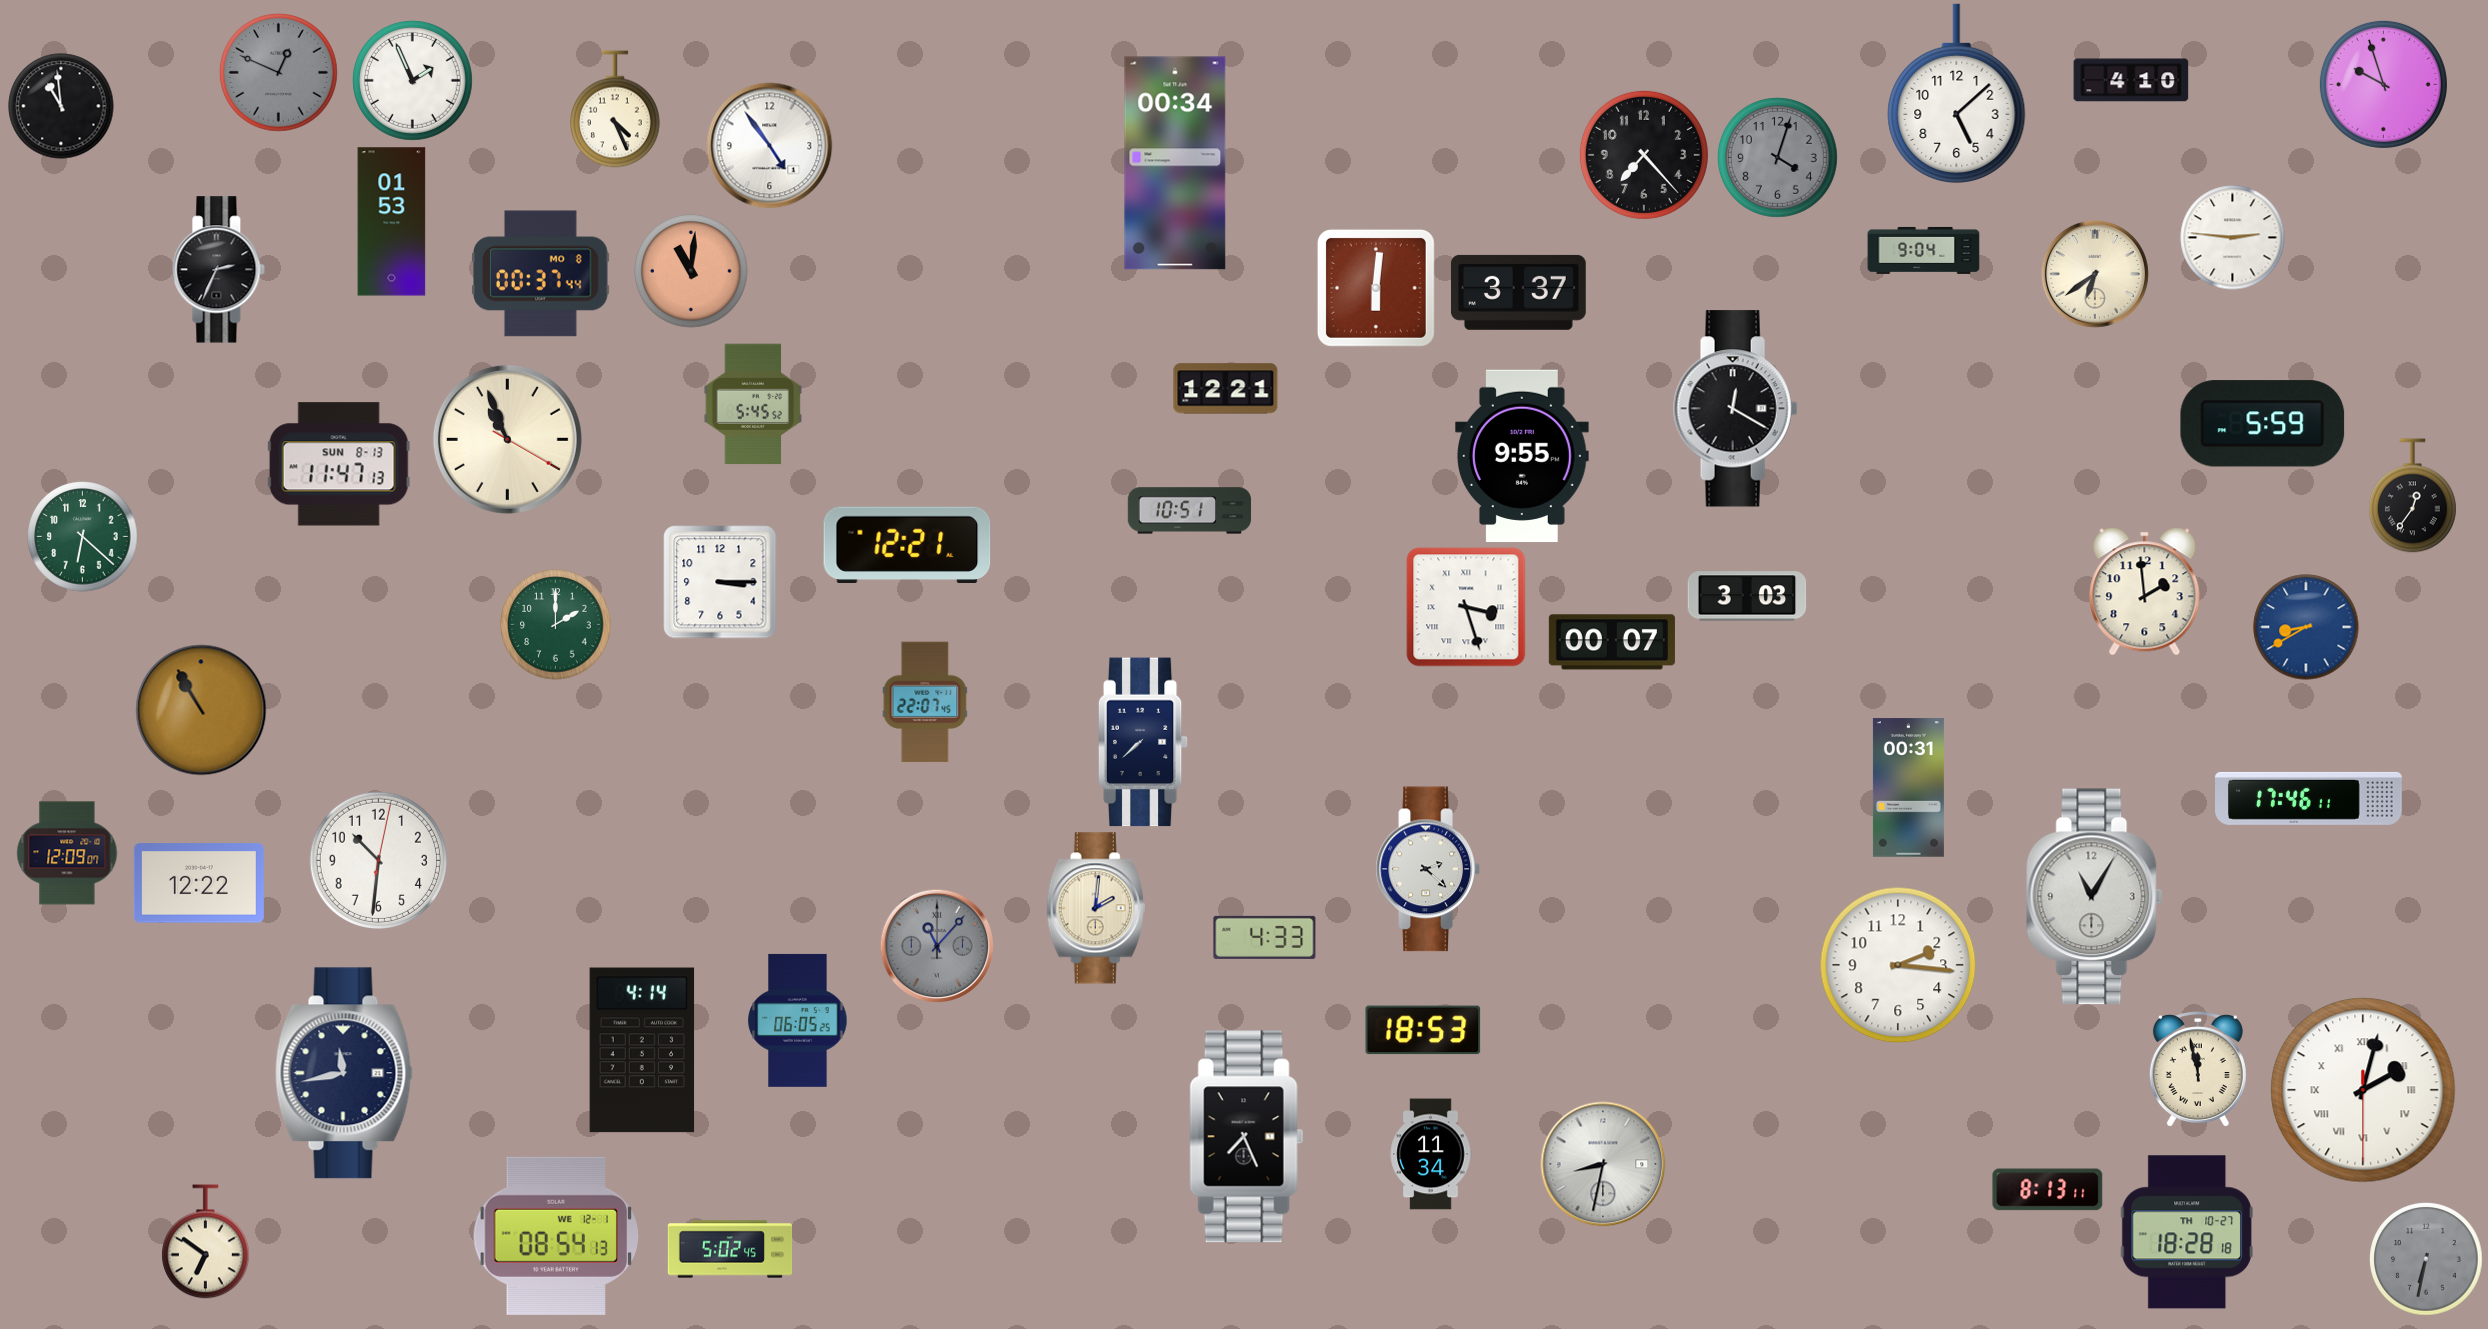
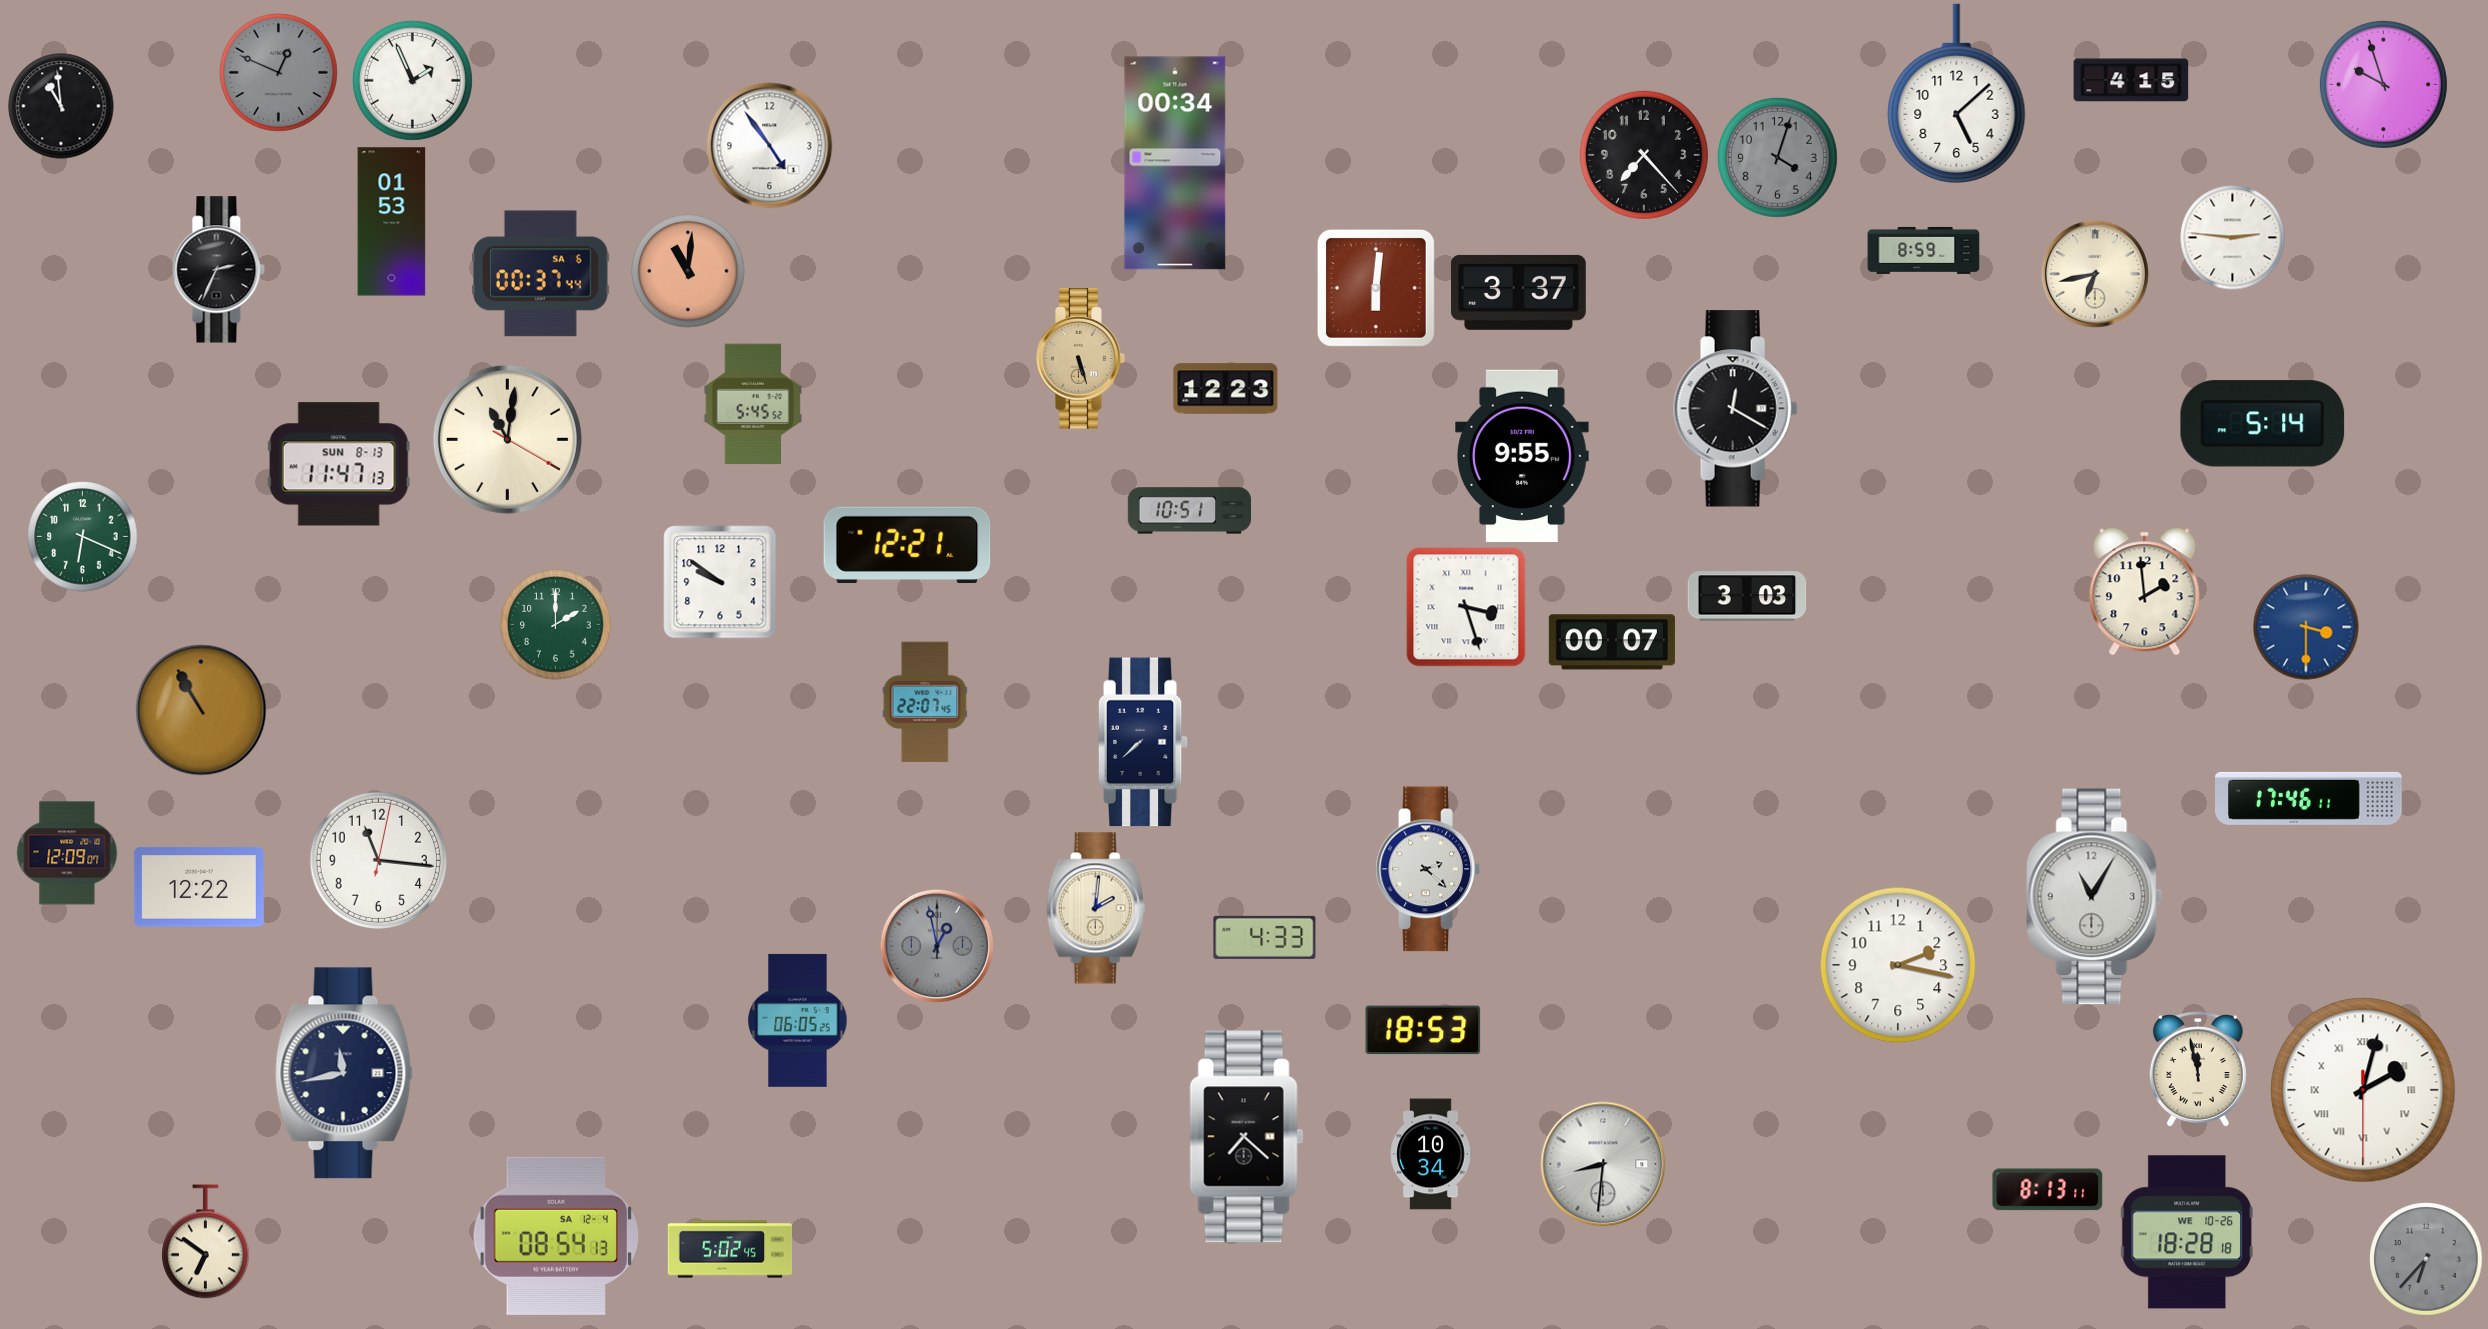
clock at (2131, 80): 4:10 -> 4:15
clock at (615, 109): 4:26 -> none
clock at (1924, 250): 9:04 -> 8:59
clock at (691, 271) position: (691, 271) -> (688, 271)
clock at (541, 274) date: MO 8 -> SA 6
clock at (2095, 274): 6:39 -> 6:43
clock at (1081, 359): none -> 5:27
clock at (1226, 389): 12:21 -> 12:23
clock at (2263, 424): 5:59 -> 5:14
clock at (507, 439): 10:56 -> 11:01
clock at (2413, 496): 12:36 -> none
clock at (83, 537): 6:22 -> 6:19
clock at (720, 582): 3:15 -> 9:51
clock at (2306, 627): 8:40 -> 3:30
clock at (1908, 788): 00:31 -> none
clock at (378, 860): 10:31 -> 11:16
clock at (199, 883) position: (199, 883) -> (199, 887)
clock at (937, 946): 11:07 -> 12:58
clock at (1898, 965): 2:16 -> 2:17
clock at (642, 1050): 4:14 -> none
clock at (1247, 1137): 7:26 -> 7:22
clock at (1431, 1154): 11:34 -> 10:34
clock at (1603, 1164): 8:32 -> 8:31
clock at (2187, 1232) date: TH 10-27 -> WE 10-26
clock at (555, 1236) date: WE 12-1 -> SA 12-4
clock at (2426, 1259): 6:32 -> 6:37
